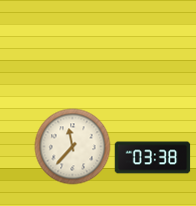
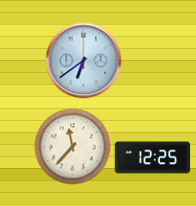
clock at (84, 61): none -> 6:39
clock at (153, 158): 03:38 -> 12:25
